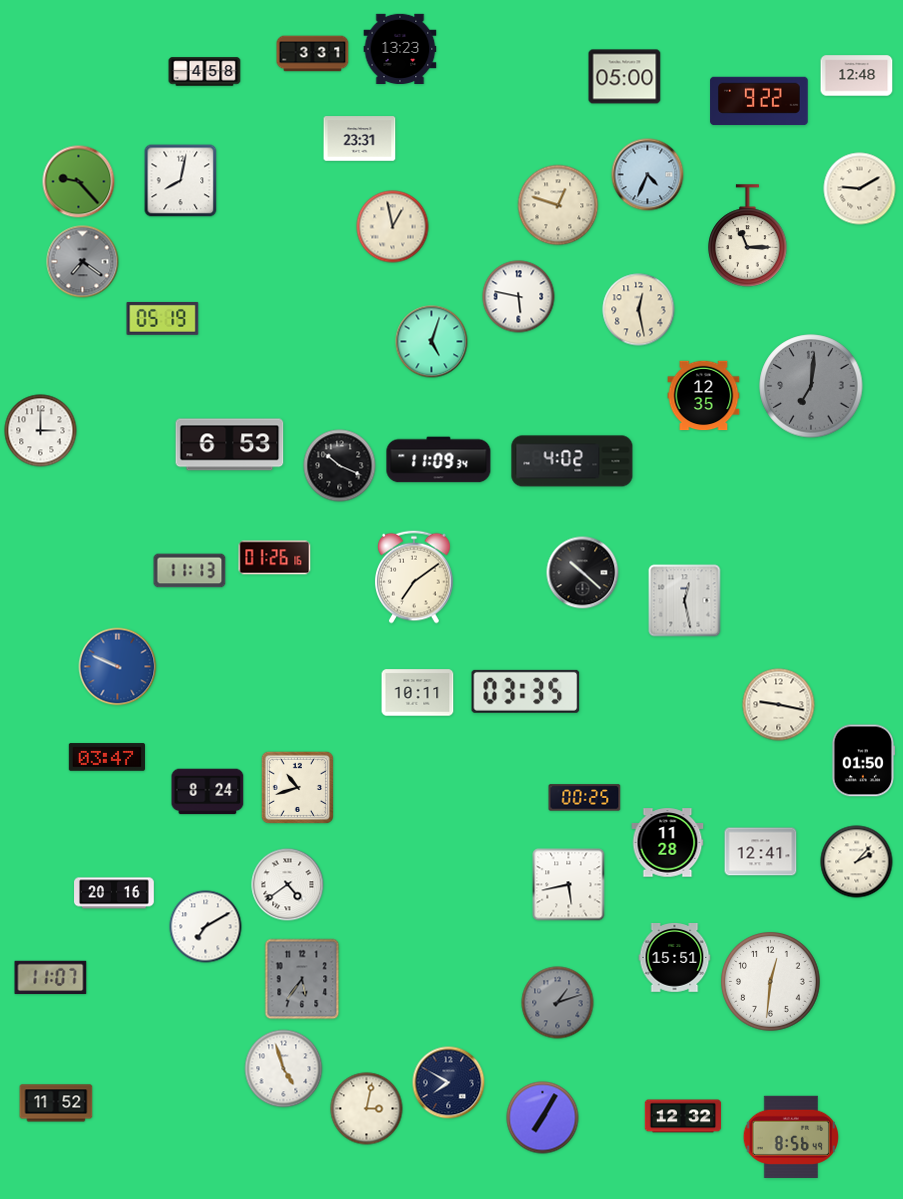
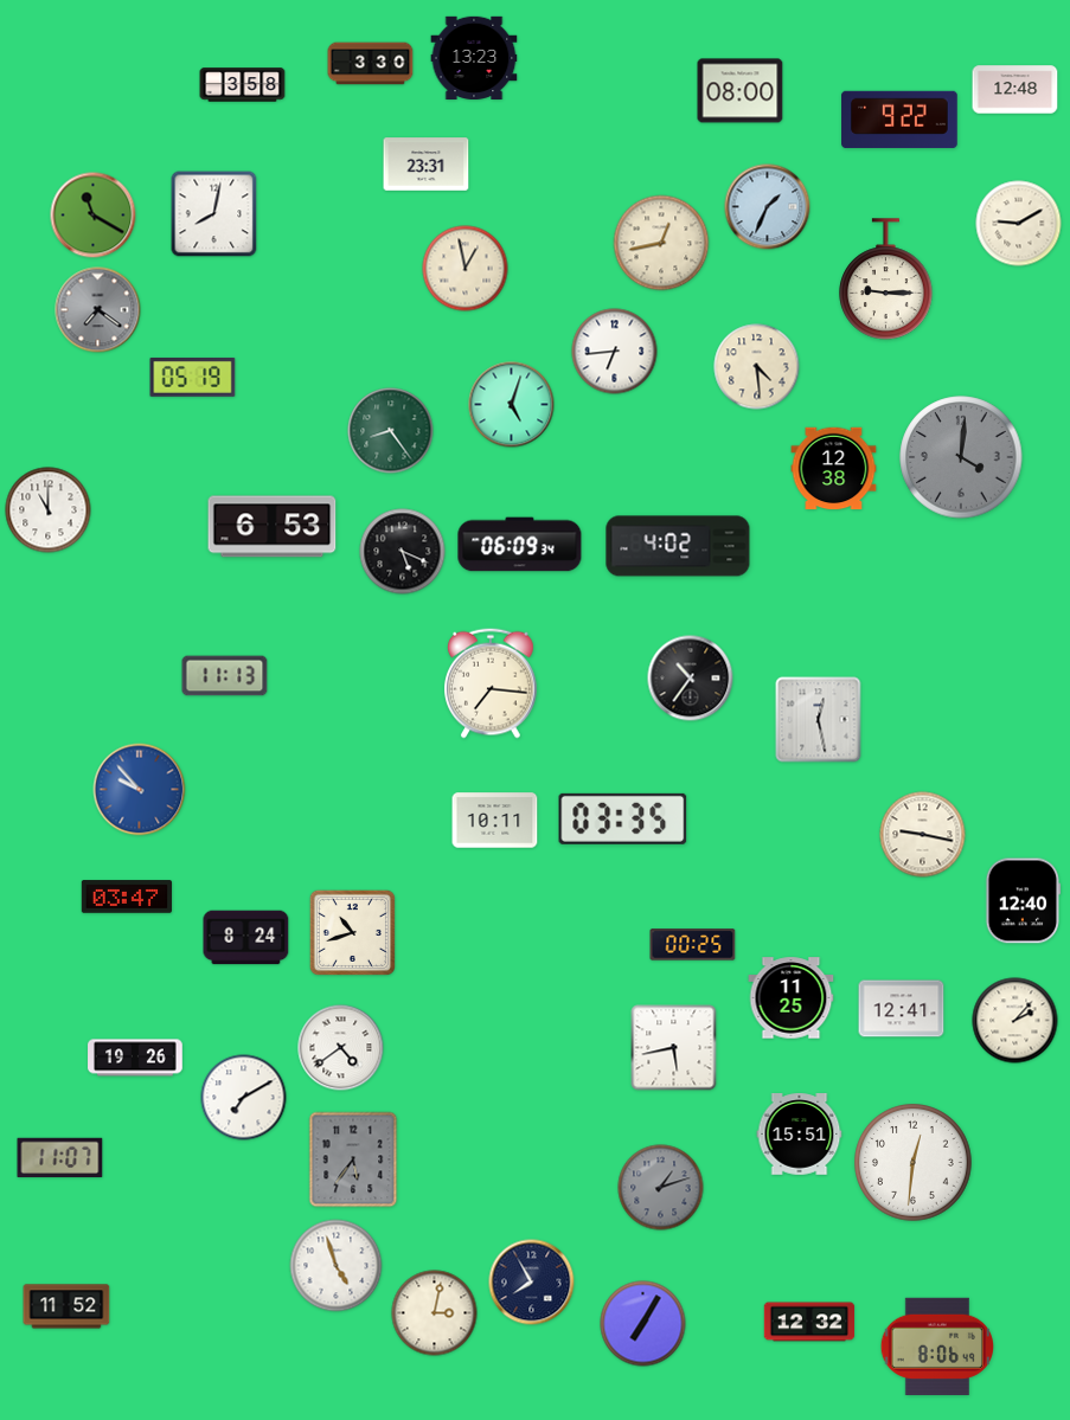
clock at (313, 54): 3:31 -> 3:30
clock at (205, 72): 4:58 -> 3:58
clock at (625, 77): 05:00 -> 08:00
clock at (648, 175): 4:34 -> 1:34
clock at (79, 182): 9:23 -> 11:20
clock at (558, 205): 12:48 -> 12:43
clock at (748, 236): 11:15 -> 9:15
clock at (519, 297): 5:47 -> 6:44
clock at (639, 310): 12:28 -> 4:29
clock at (391, 431): none -> 8:24
clock at (811, 386): 7:01 -> 4:01
clock at (704, 396): 12:35 -> 12:38
clock at (41, 431): 3:00 -> 11:00
clock at (439, 460): 11:09 -> 06:09
clock at (340, 466): 10:19 -> 5:19
clock at (275, 558): 01:26 -> none
clock at (583, 573): 10:22 -> 10:36
clock at (415, 577): 7:09 -> 7:16
clock at (685, 601) position: (685, 601) -> (819, 720)
clock at (118, 667): 9:49 -> 9:53
clock at (864, 761): 01:50 -> 12:40
clock at (668, 843): 11:28 -> 11:25
clock at (114, 893): 20:16 -> 19:26
clock at (302, 979) position: (302, 979) -> (353, 1159)
clock at (449, 1083): 7:50 -> 7:55
clock at (791, 1137): 8:56 -> 8:06
